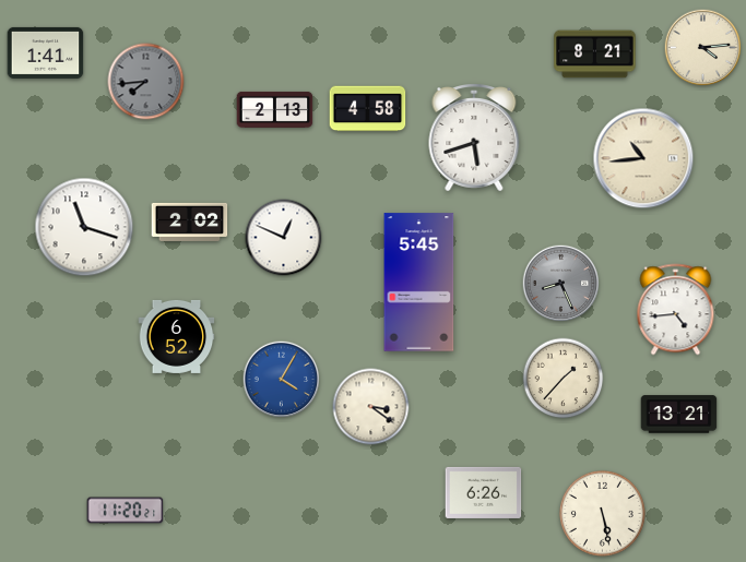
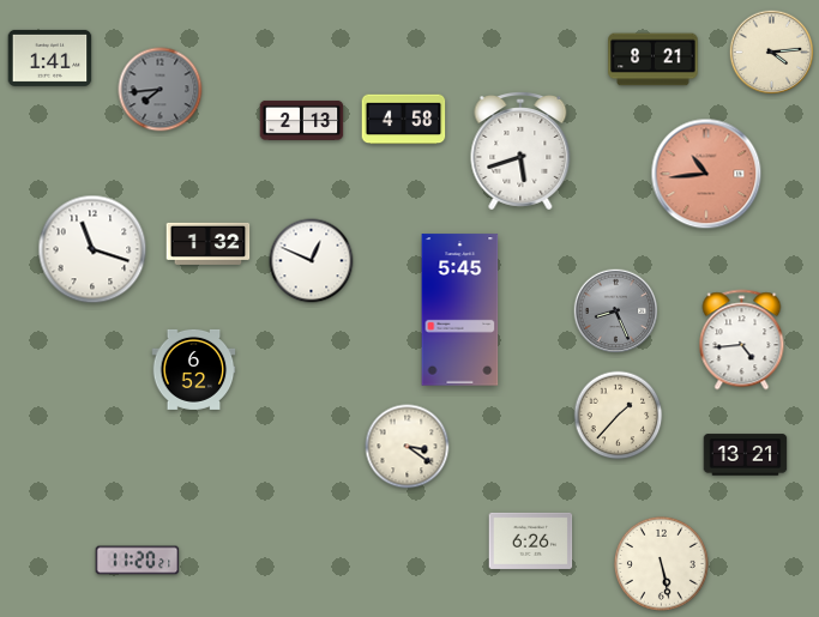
clock at (643, 158) dial: cream -> salmon
clock at (190, 222): 2:02 -> 1:32
clock at (282, 380): 4:05 -> none
